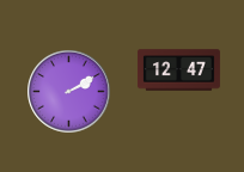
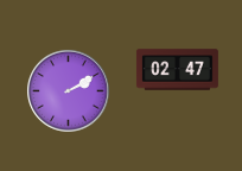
clock at (178, 70): 12:47 -> 02:47
